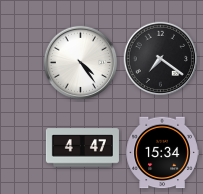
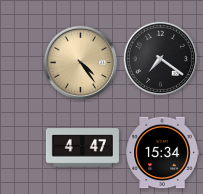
clock at (81, 63) dial: white -> champagne
